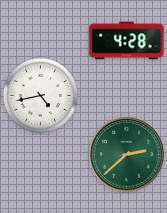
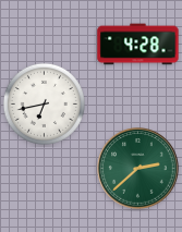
clock at (40, 95): 4:43 -> 6:43
